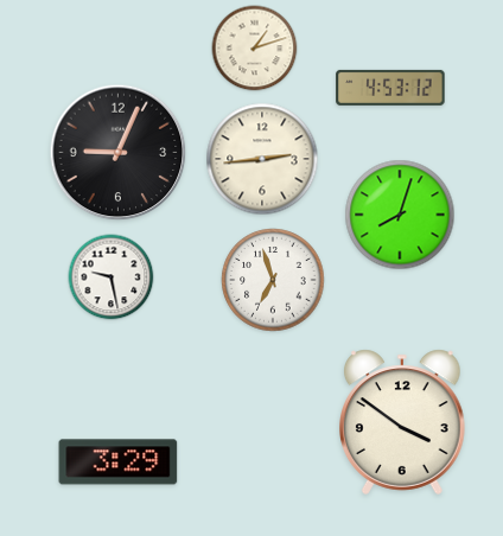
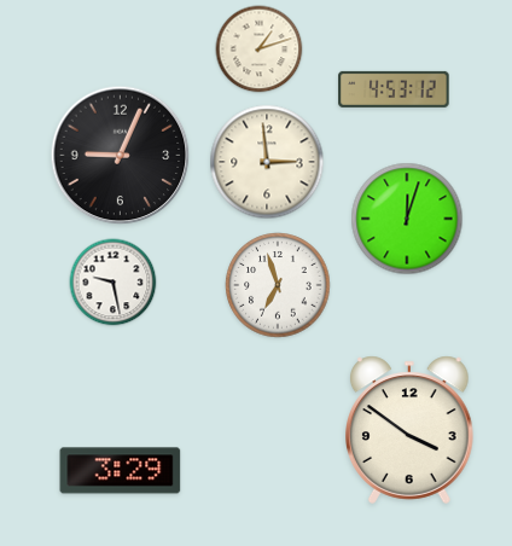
clock at (390, 88) position: (390, 88) -> (394, 89)
clock at (262, 159): 2:44 -> 2:59
clock at (400, 215): 8:03 -> 12:03
